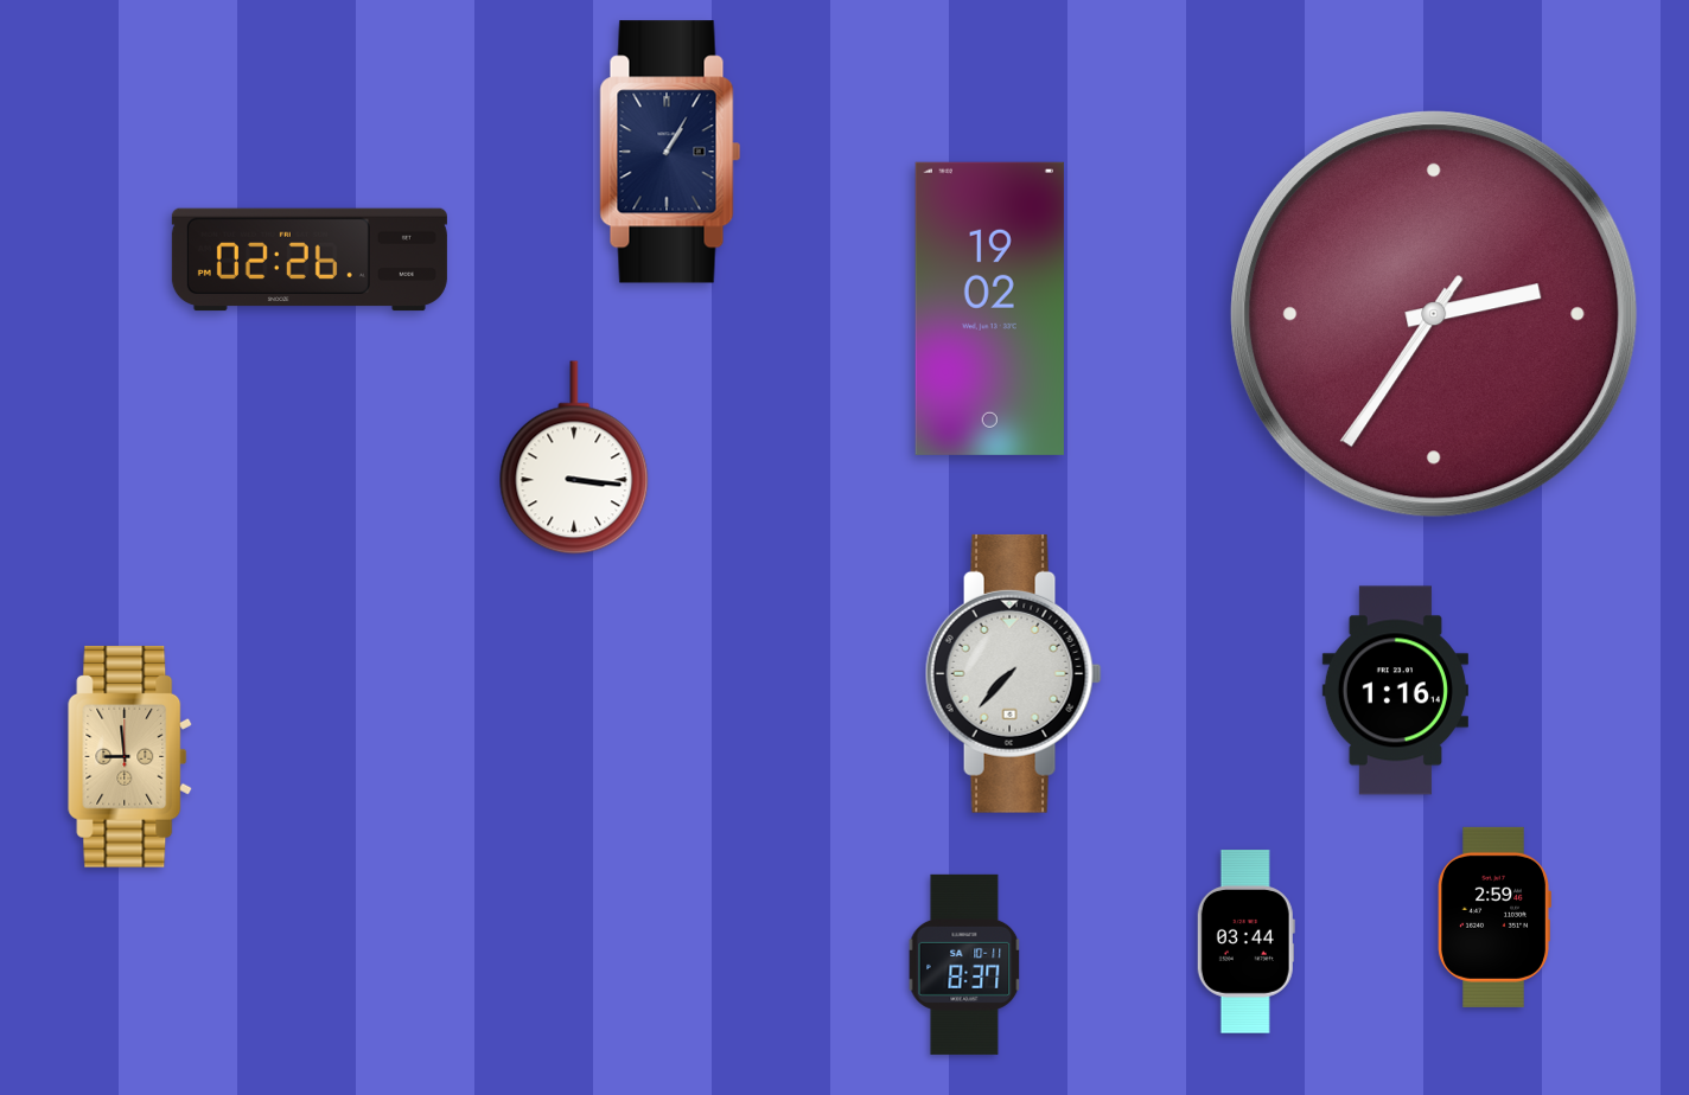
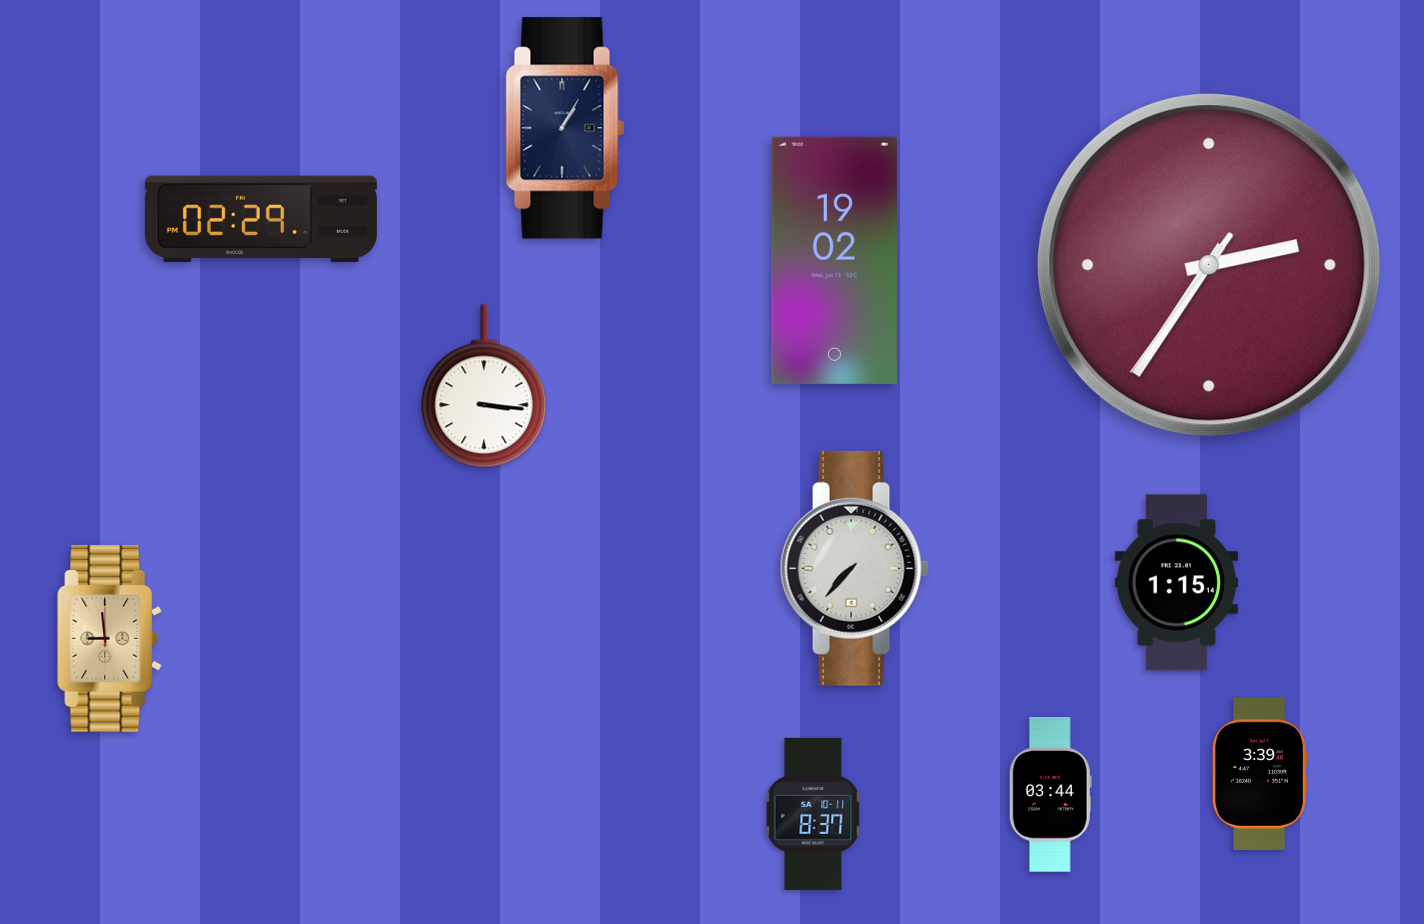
clock at (310, 260): 02:26 -> 02:29
clock at (1395, 691): 1:16 -> 1:15
clock at (1494, 917): 2:59 -> 3:39
